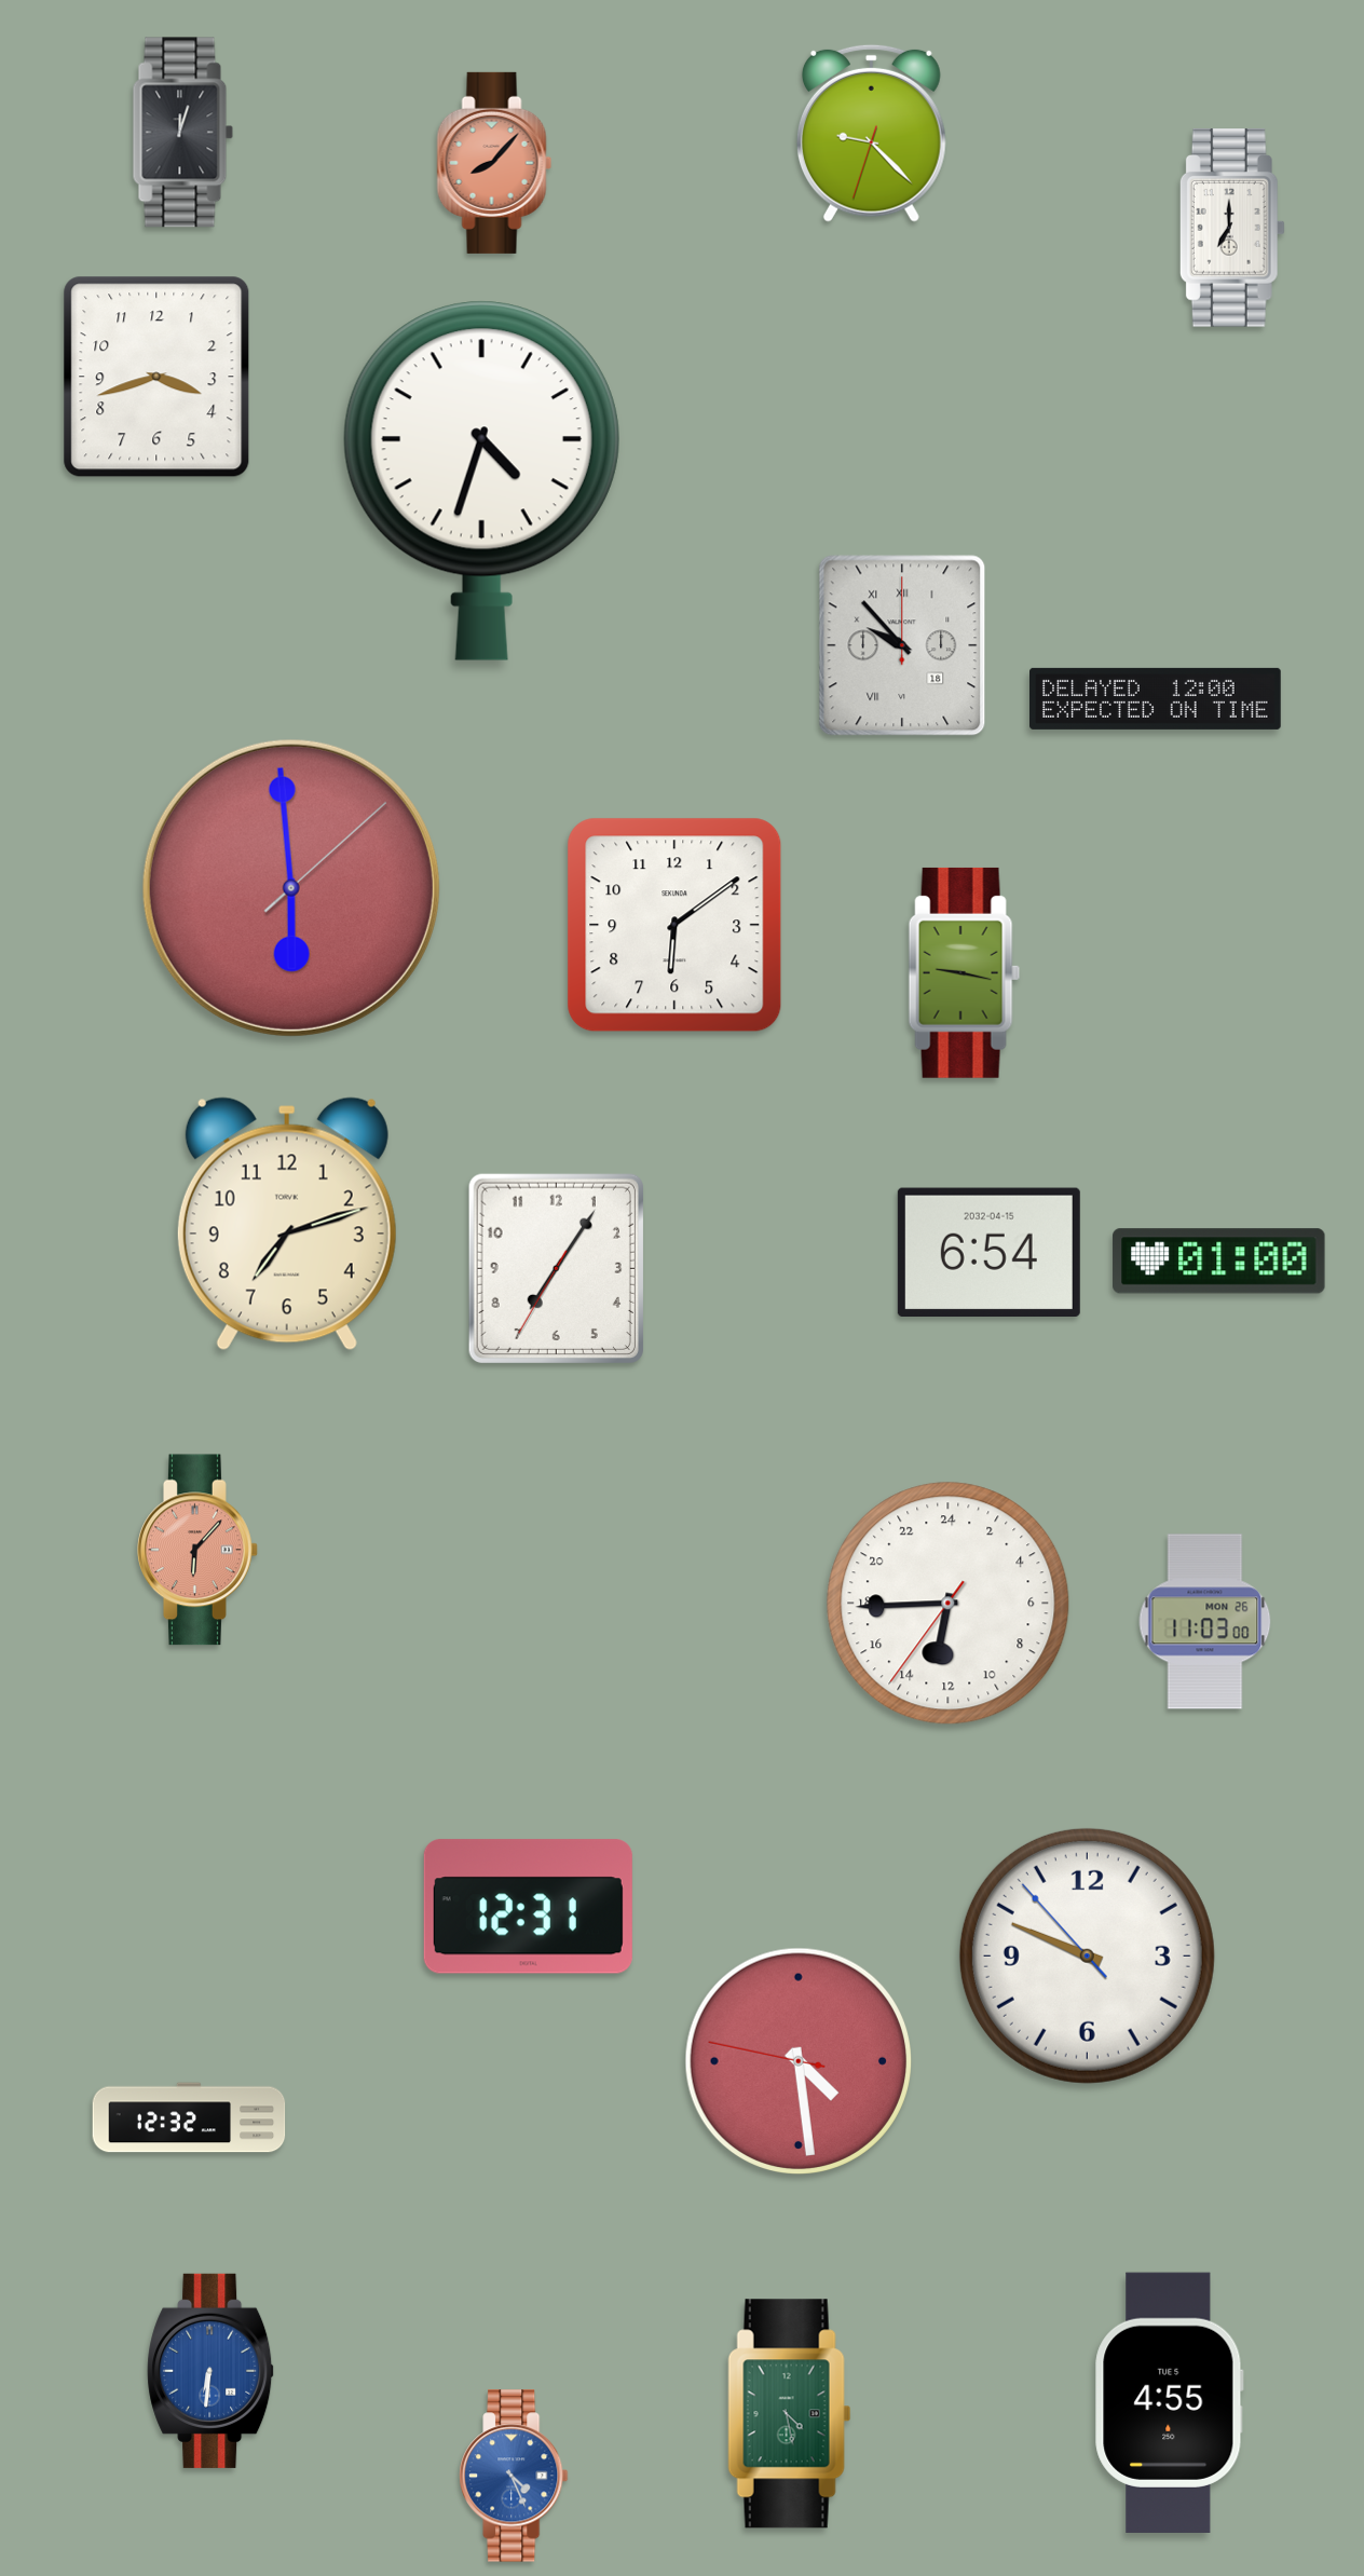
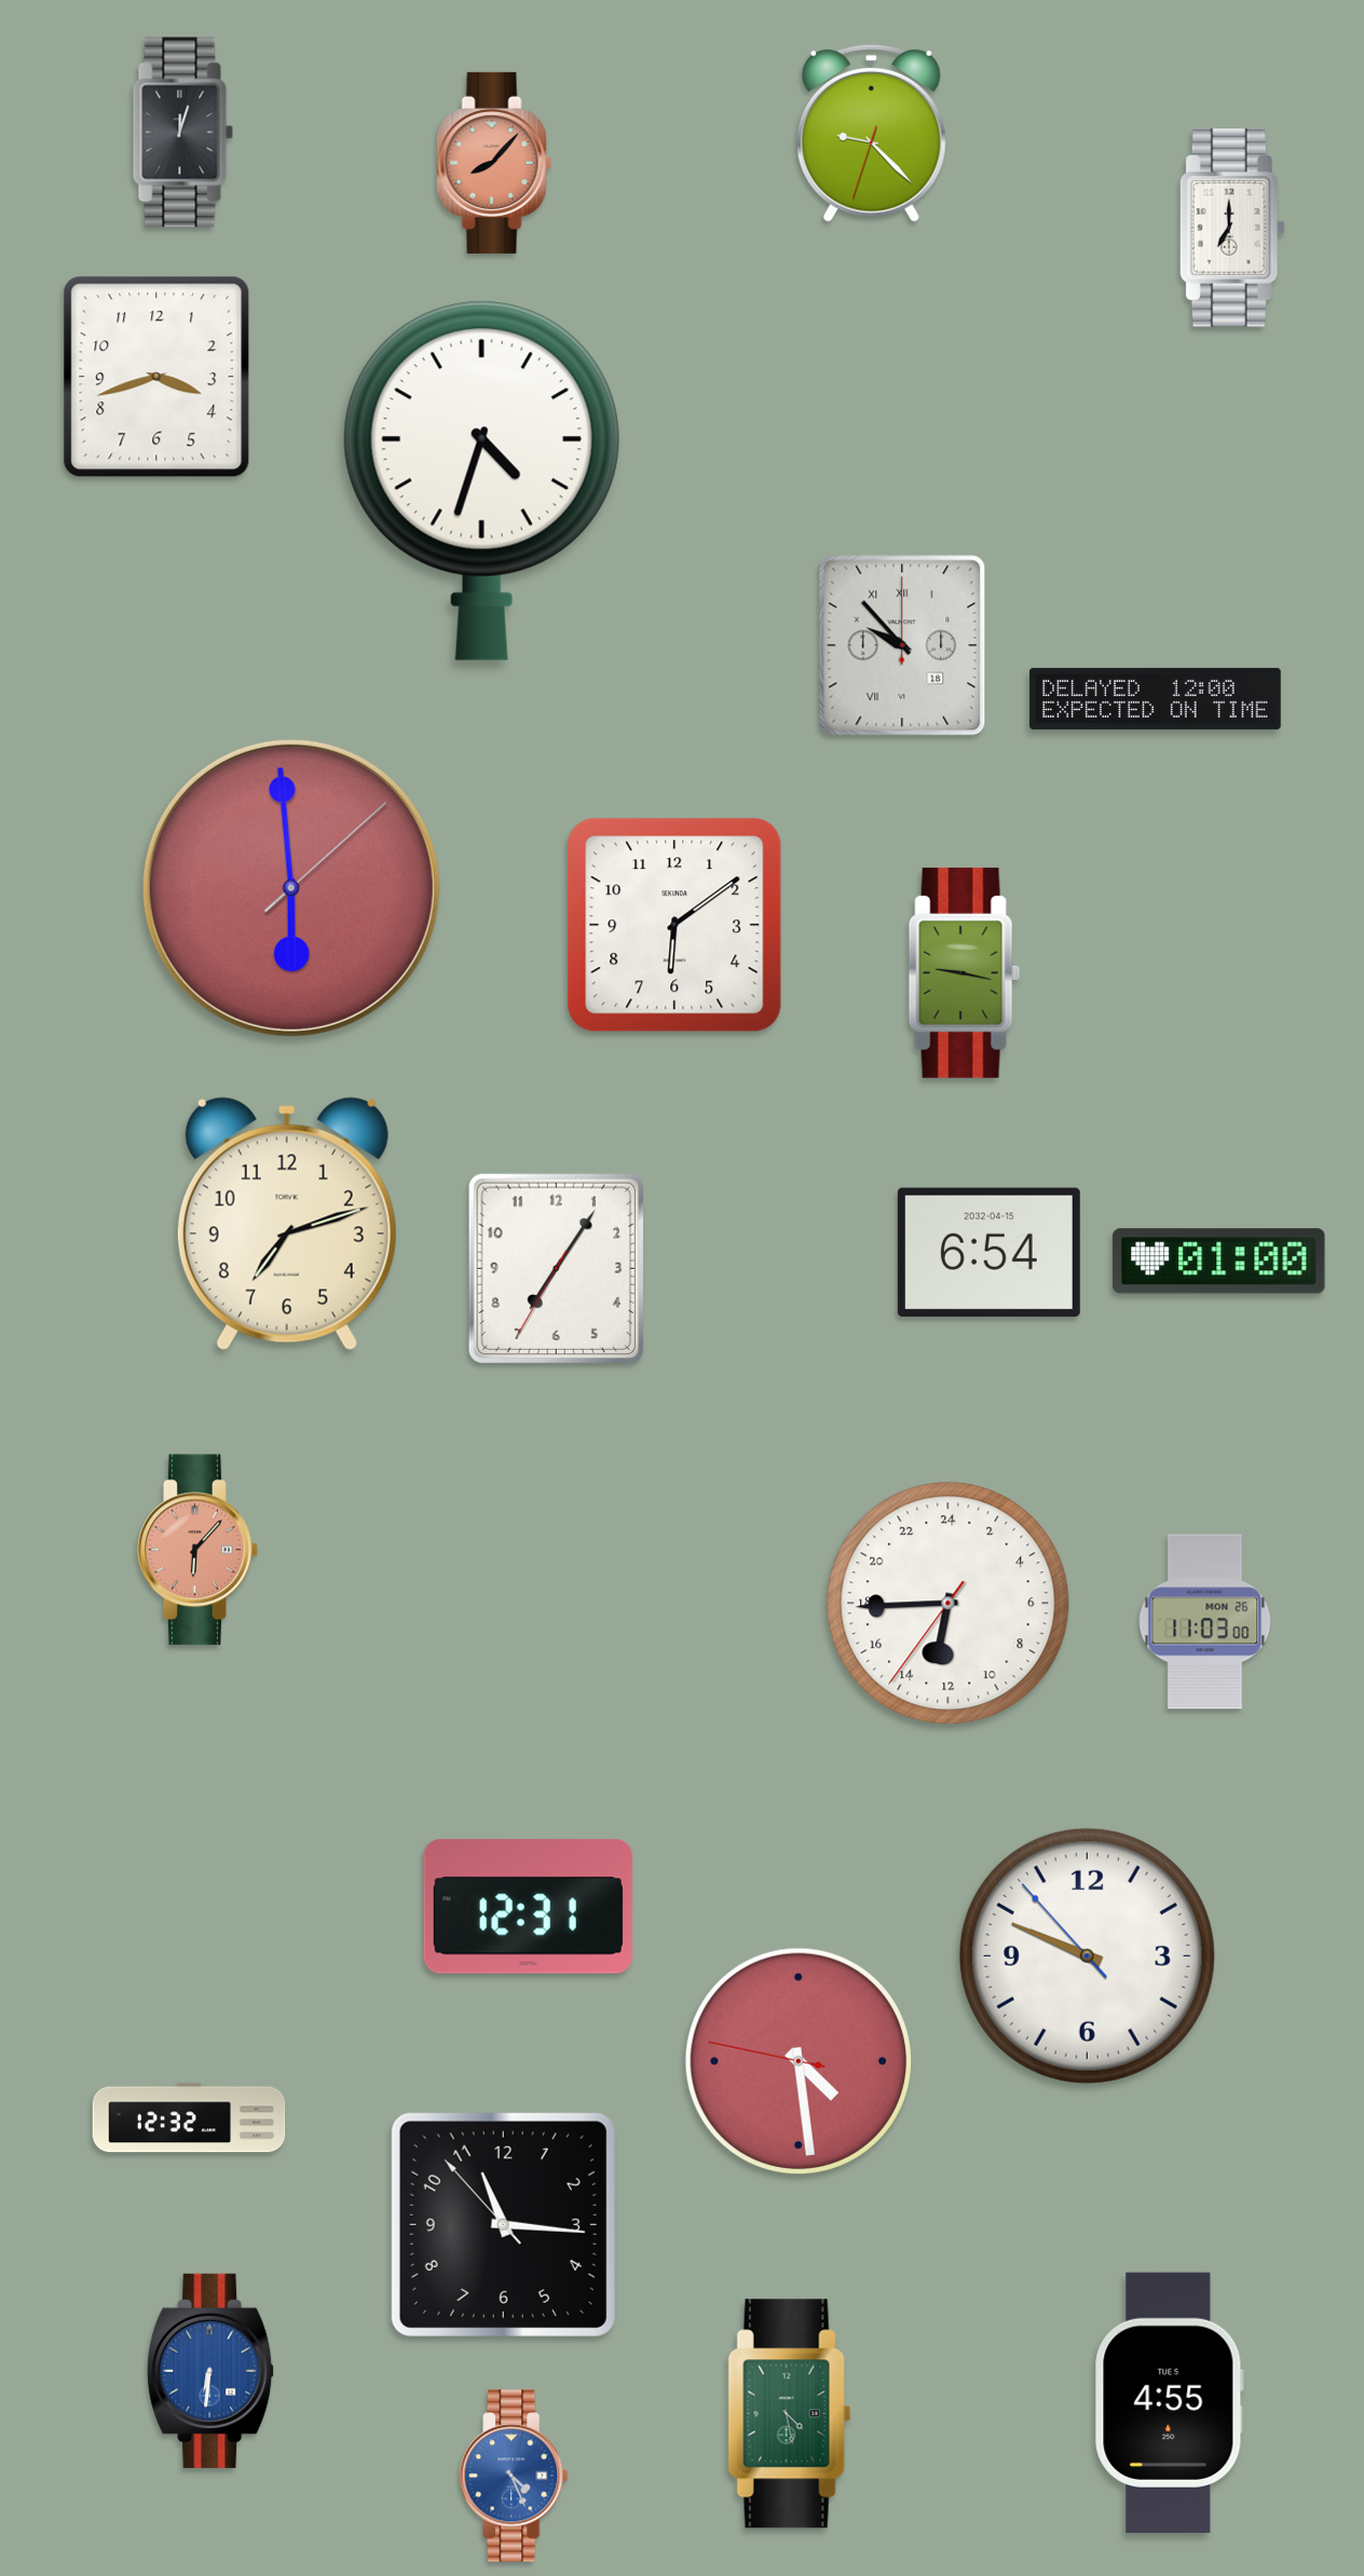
clock at (503, 2224): none -> 11:15
